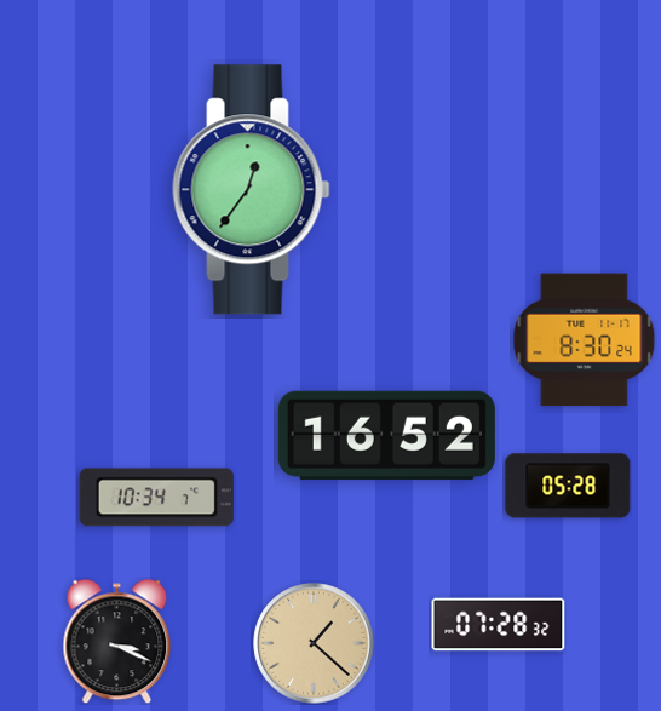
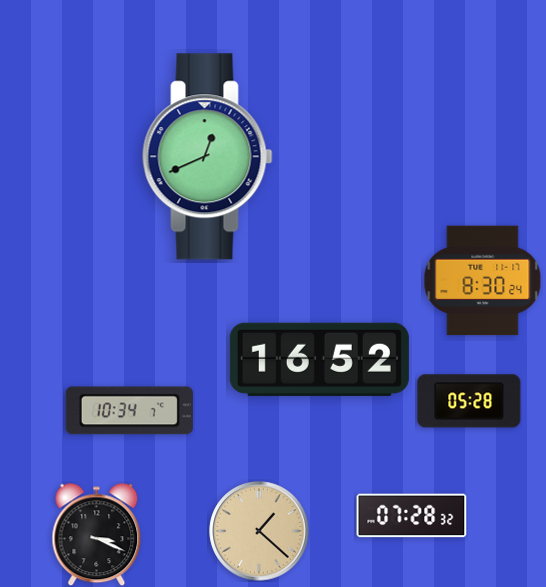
clock at (252, 190): 12:36 -> 12:41
clock at (117, 641) position: (117, 641) -> (97, 534)
